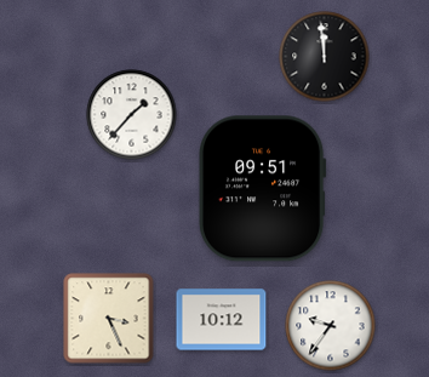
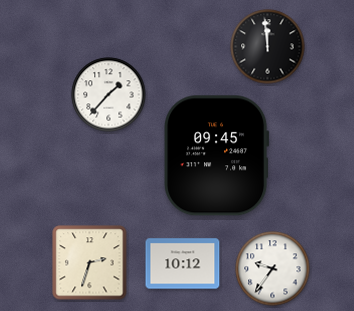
clock at (262, 189): 09:51 -> 09:45
clock at (109, 319): 3:26 -> 2:33
